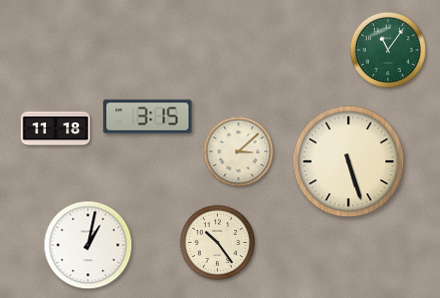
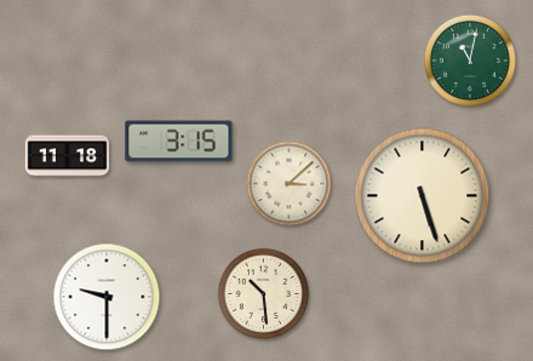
clock at (388, 50): 11:06 -> 11:02
clock at (217, 242): 10:24 -> 10:29
clock at (88, 245): 1:02 -> 9:30
